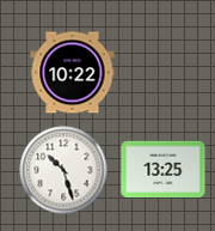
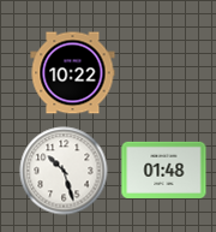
clock at (164, 169): 13:25 -> 01:48
